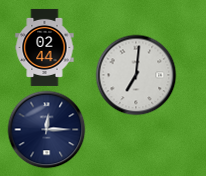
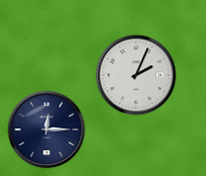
clock at (45, 47): 02:44 -> none
clock at (136, 75): 7:01 -> 2:04
